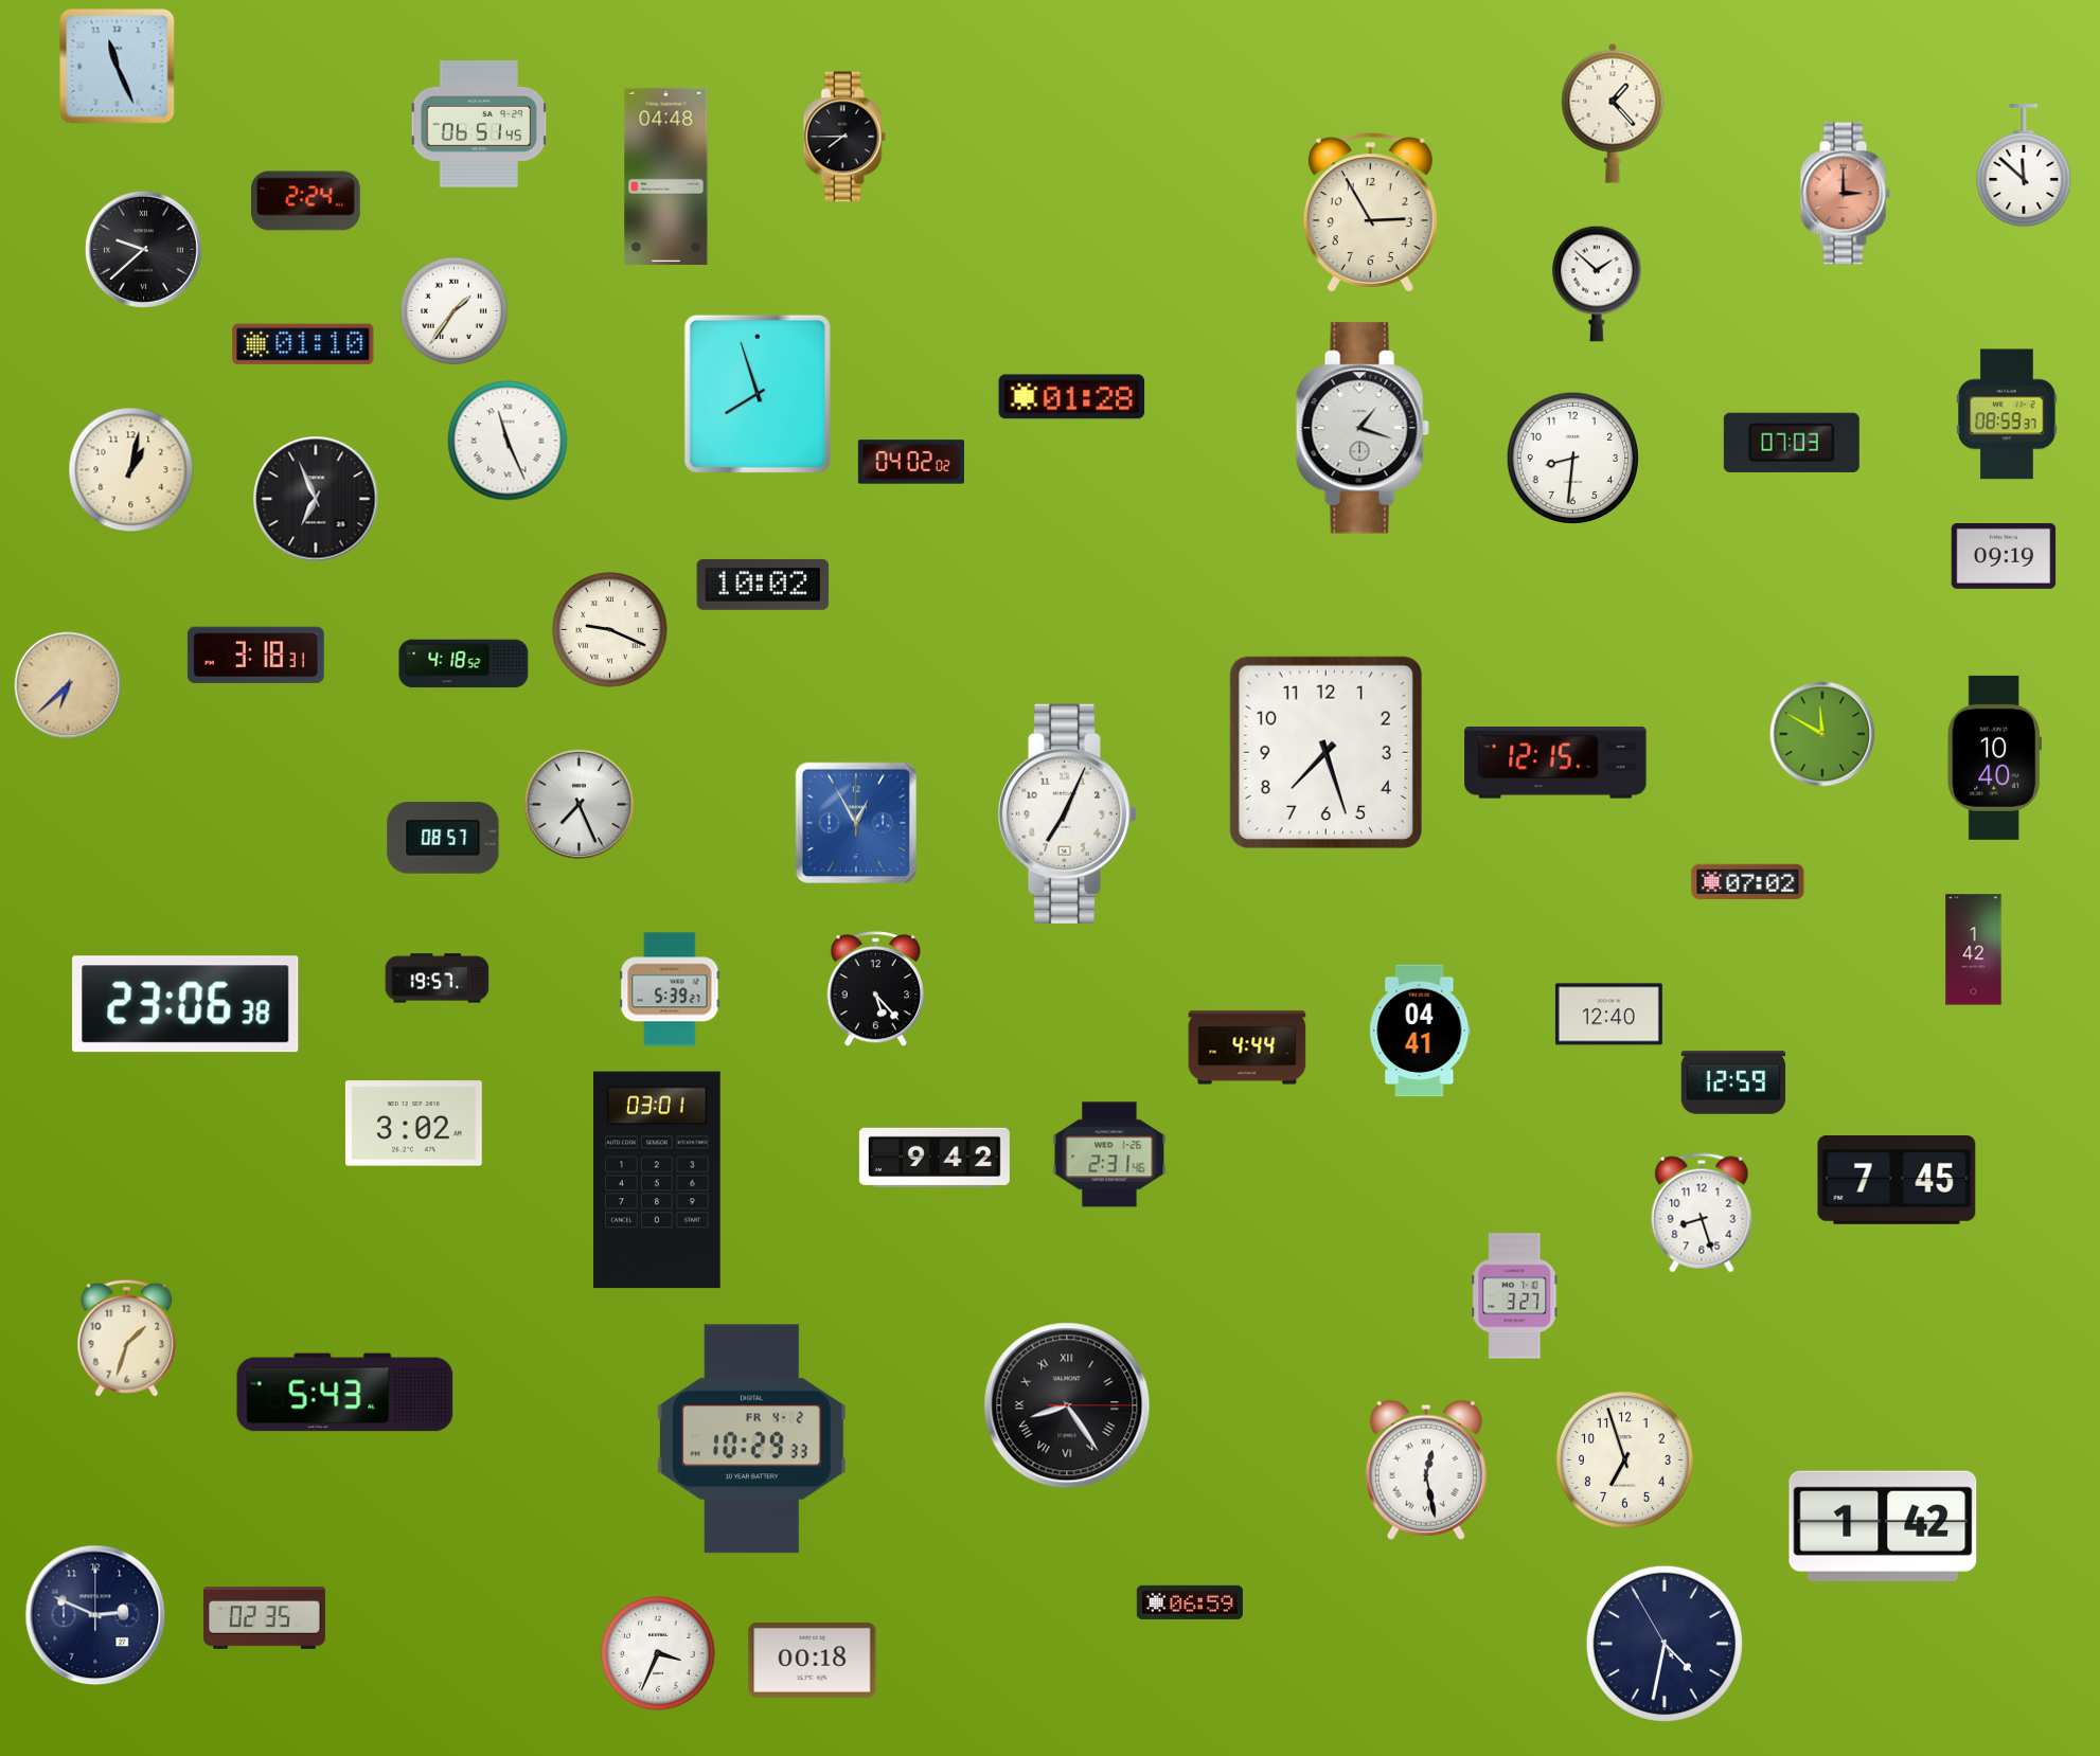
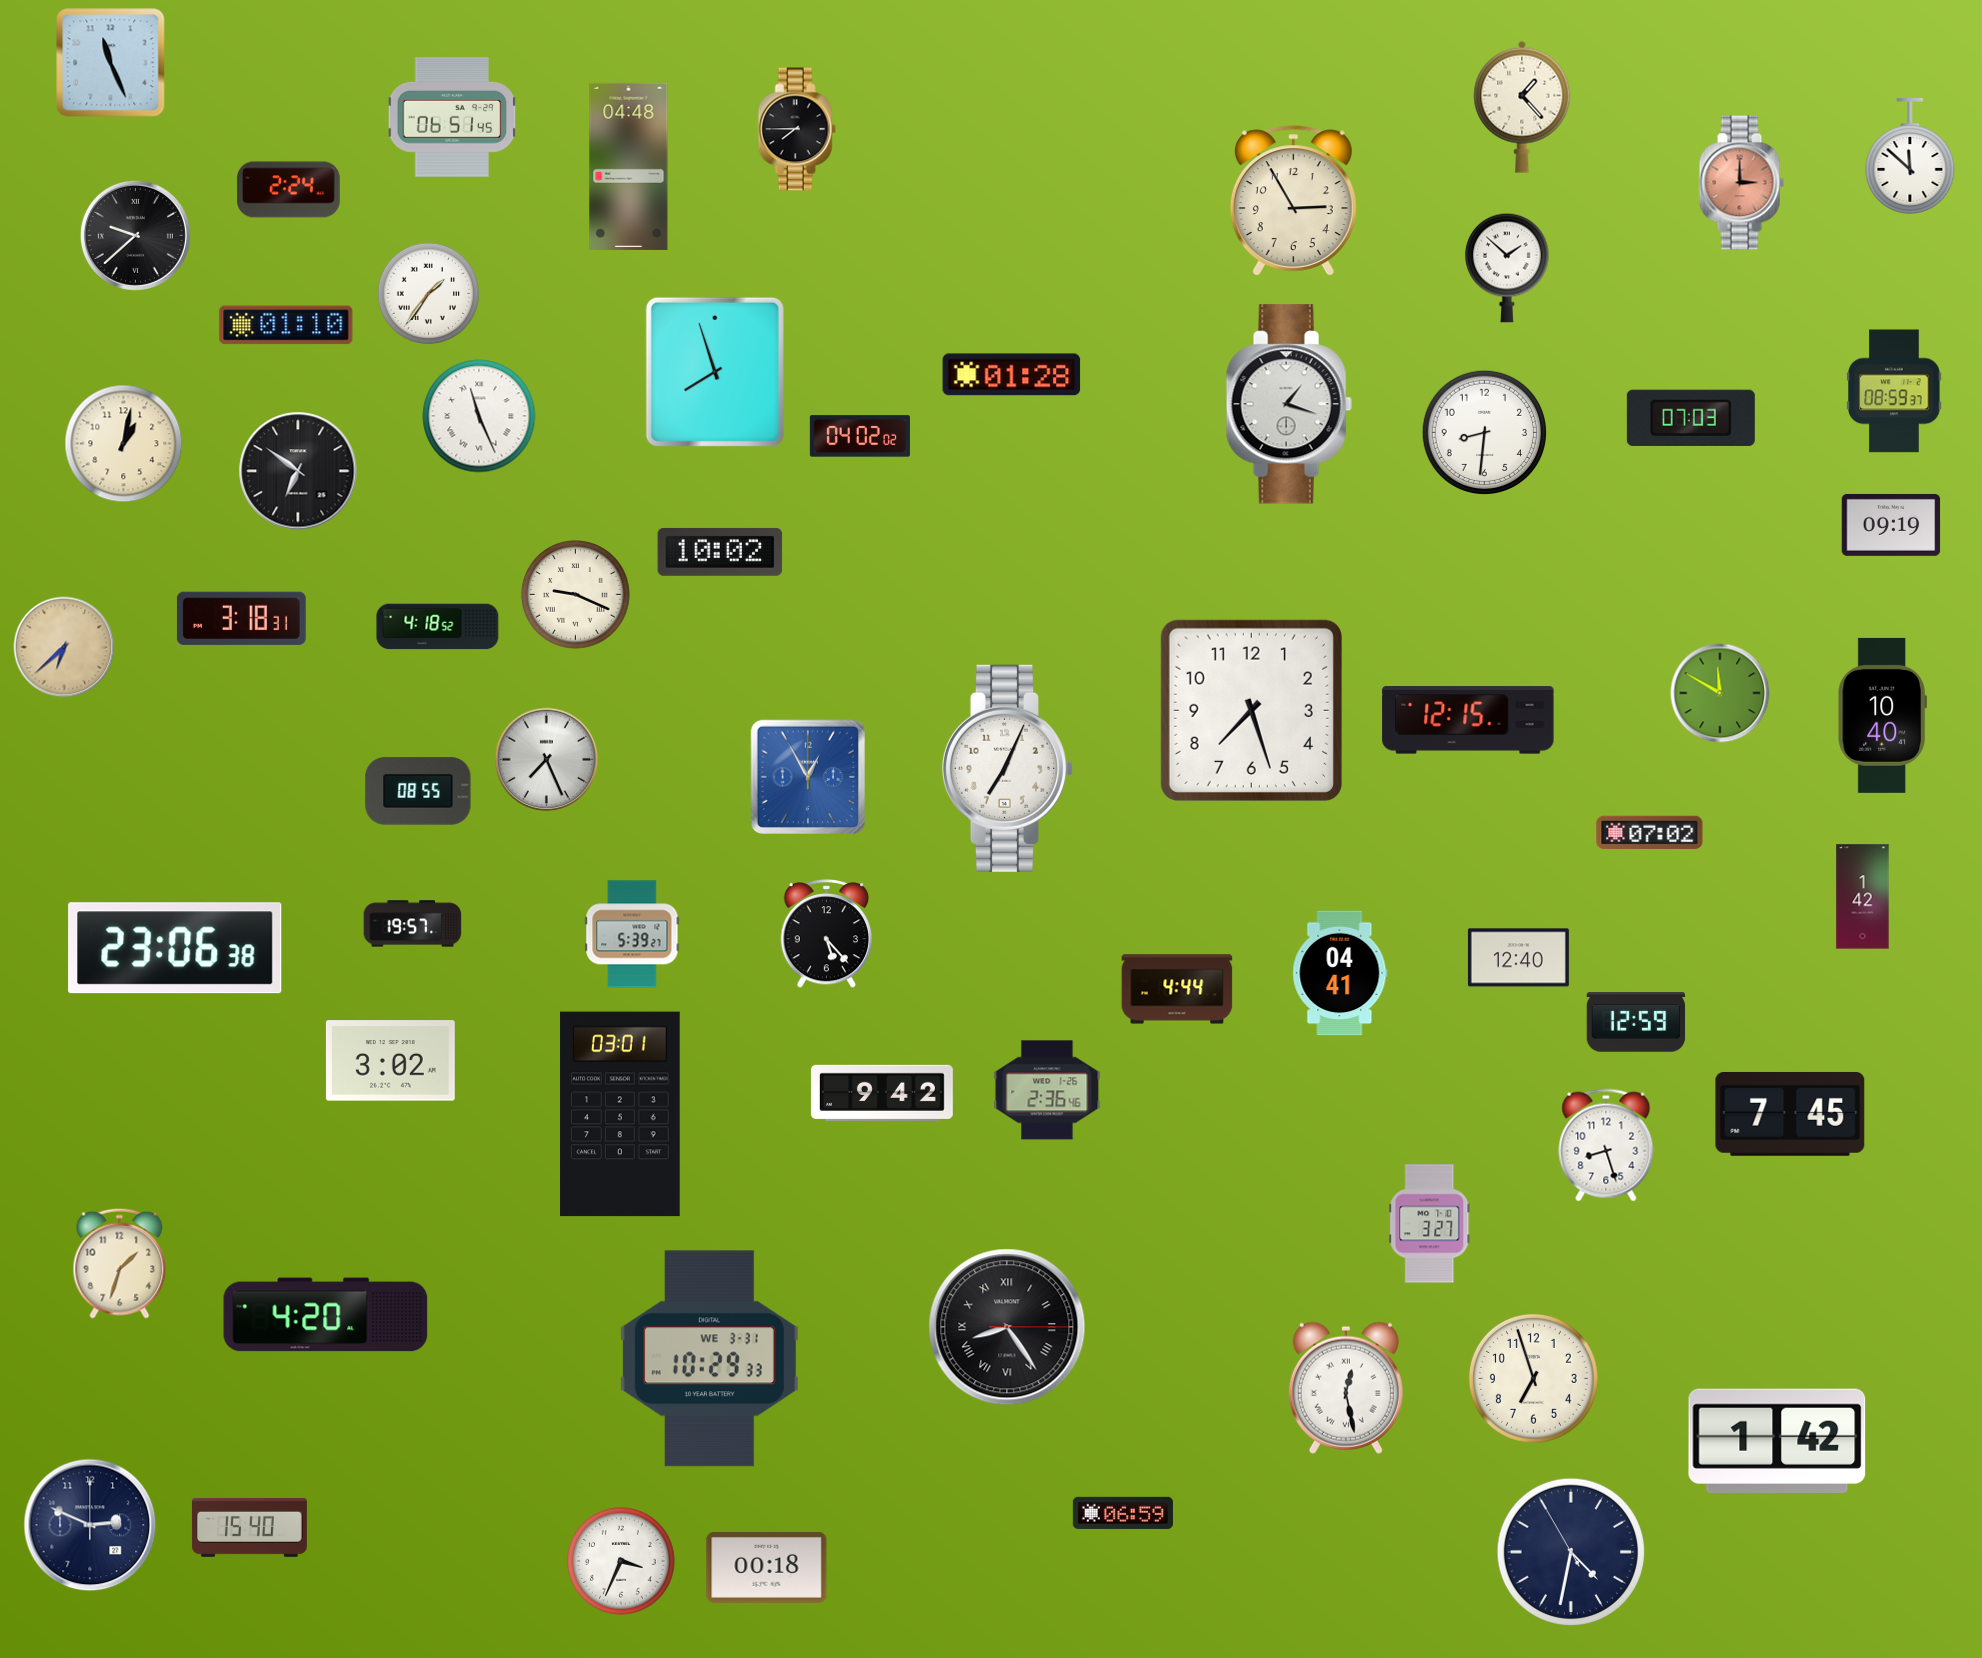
clock at (1363, 428) position: (1363, 428) -> (1289, 404)
clock at (316, 499): 6:56 -> 6:51
clock at (443, 838): 08:57 -> 08:55
clock at (1109, 1154): 2:31 -> 2:36
clock at (345, 1393): 5:43 -> 4:20
clock at (751, 1439) date: FR 4-2 -> WE 3-31
clock at (264, 1617): 02:35 -> 15:40
